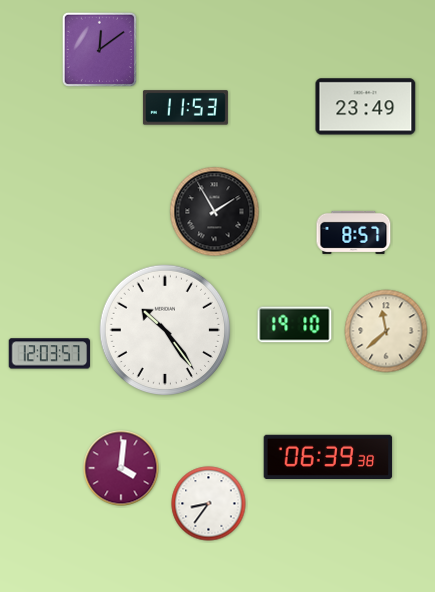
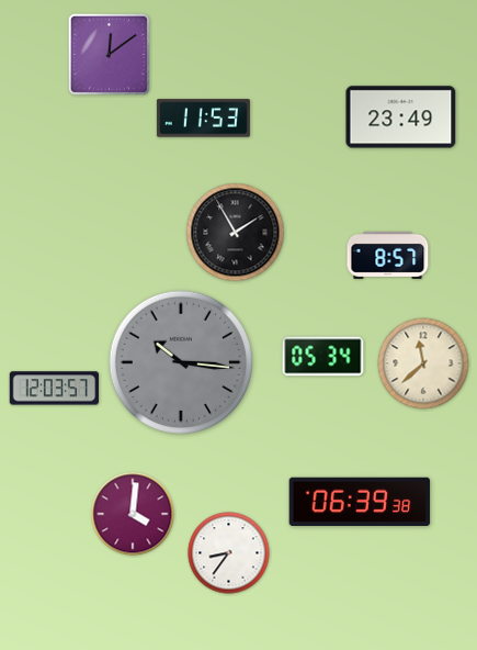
clock at (295, 325): 19:10 -> 05:34
clock at (165, 330): 10:24 -> 10:16
clock at (165, 330) dial: white -> grey
